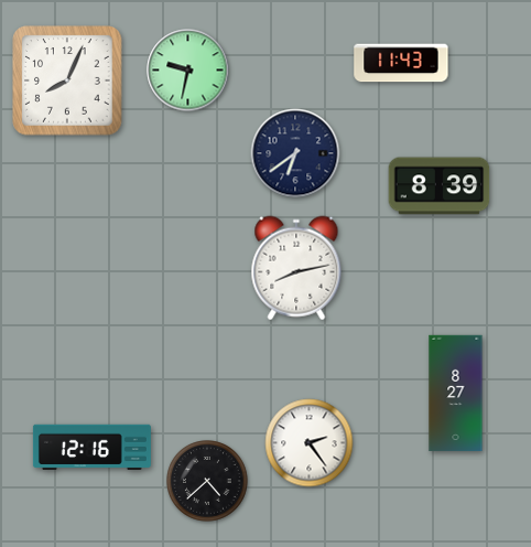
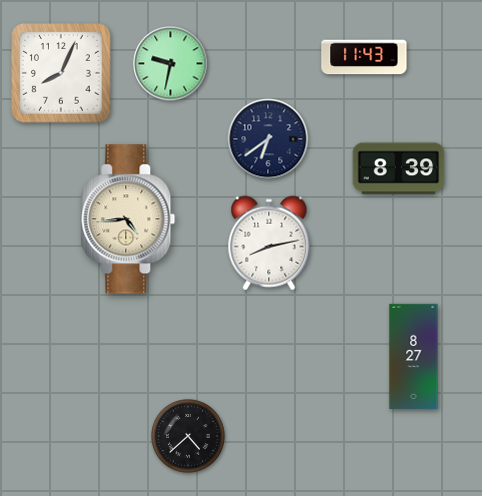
clock at (128, 219): none -> 4:44
clock at (310, 443): 2:24 -> none
clock at (91, 447): 12:16 -> none
